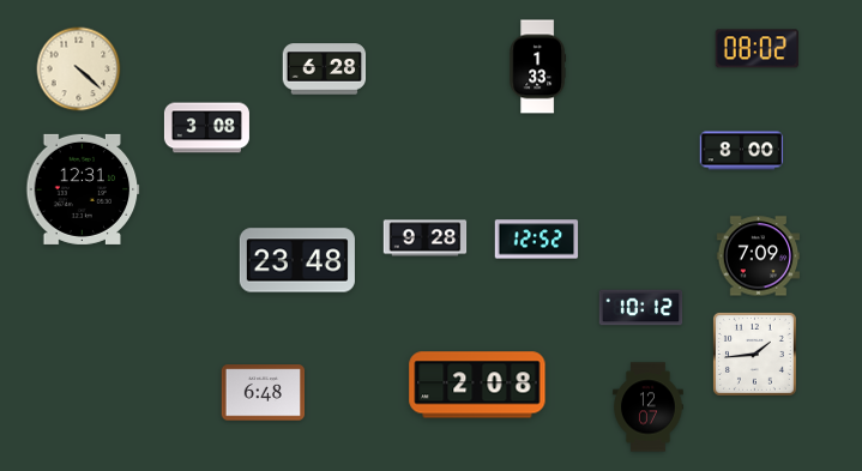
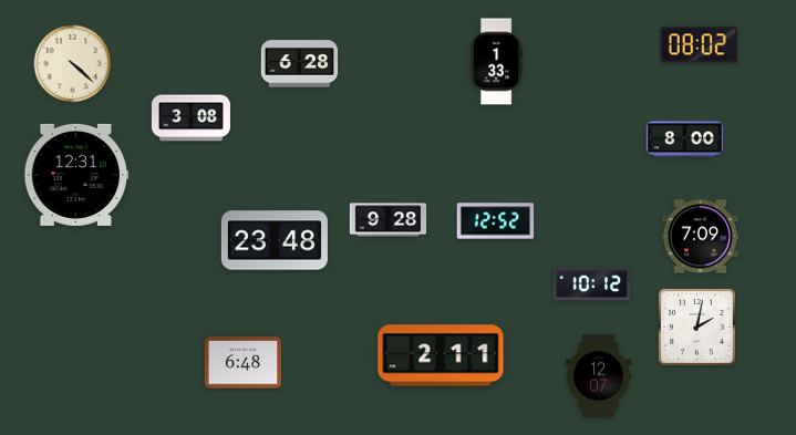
clock at (426, 238) position: (426, 238) -> (389, 220)
clock at (754, 354): 1:44 -> 2:02
clock at (477, 385): 2:08 -> 2:11
